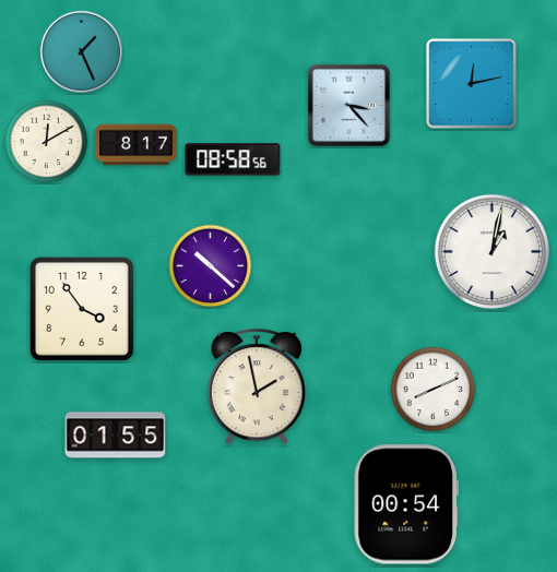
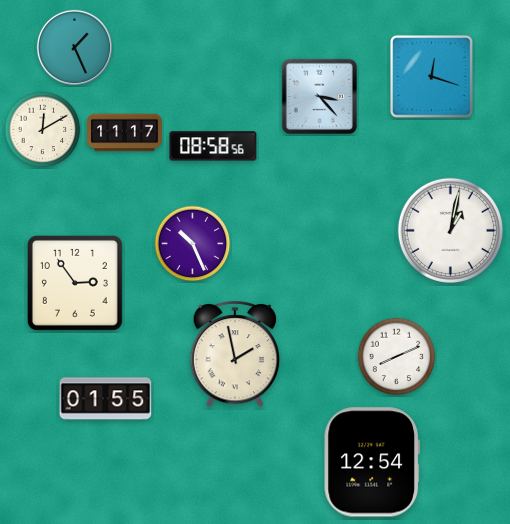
clock at (472, 84): 12:13 -> 12:18
clock at (137, 145): 8:17 -> 11:17
clock at (211, 266): 10:22 -> 10:26
clock at (82, 309): 3:54 -> 2:54
clock at (405, 504): 00:54 -> 12:54
